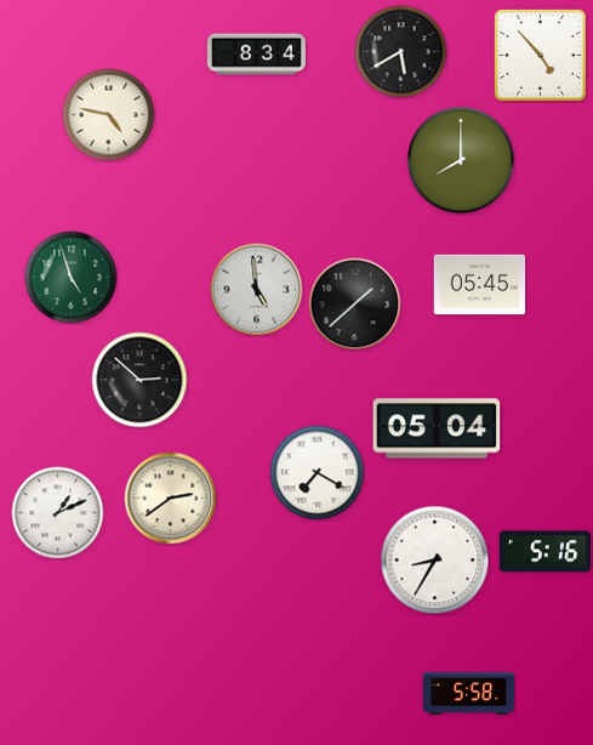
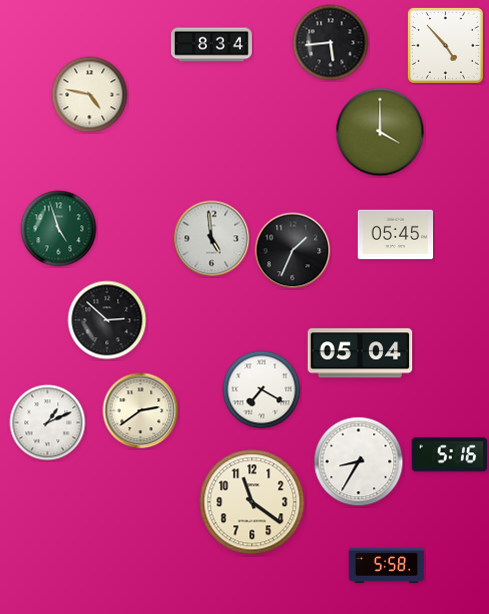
clock at (401, 52): 5:40 -> 5:44
clock at (461, 160): 8:00 -> 4:00
clock at (355, 305): 1:38 -> 1:34
clock at (139, 380) position: (139, 380) -> (107, 320)
clock at (252, 502): none -> 11:21
clock at (469, 693) position: (469, 693) -> (387, 565)
